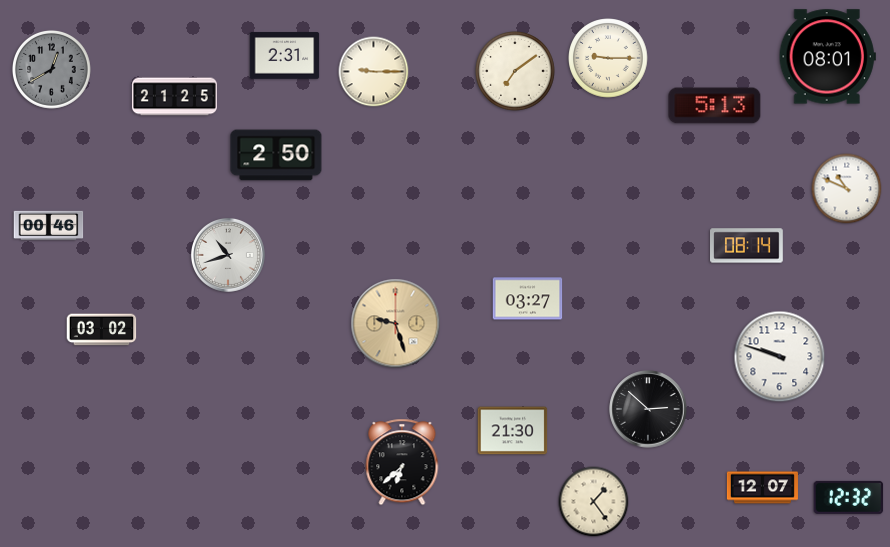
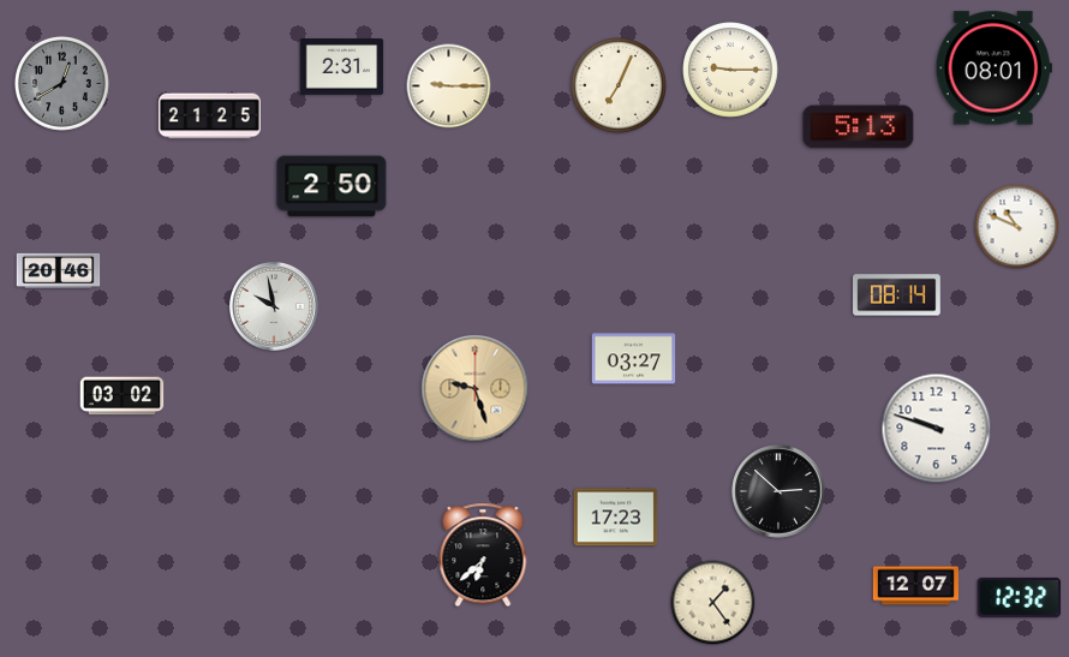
clock at (515, 71): 7:09 -> 7:04
clock at (49, 226): 00:46 -> 20:46
clock at (228, 255): 10:42 -> 9:58
clock at (513, 431): 21:30 -> 17:23
